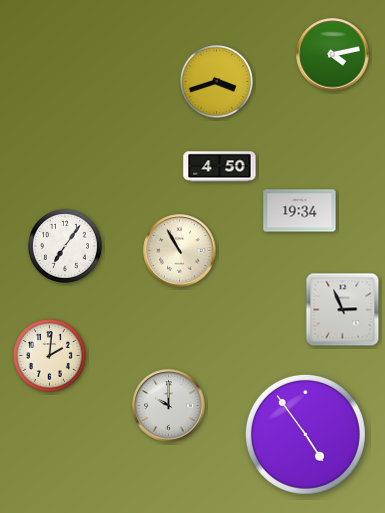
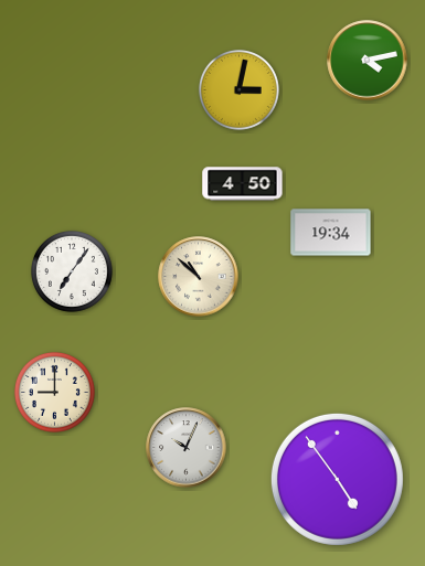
clock at (216, 81): 3:42 -> 3:02
clock at (180, 251): 10:55 -> 10:52
clock at (343, 310): 2:56 -> none
clock at (49, 355): 2:01 -> 9:00
clock at (169, 406): 10:00 -> 10:04
